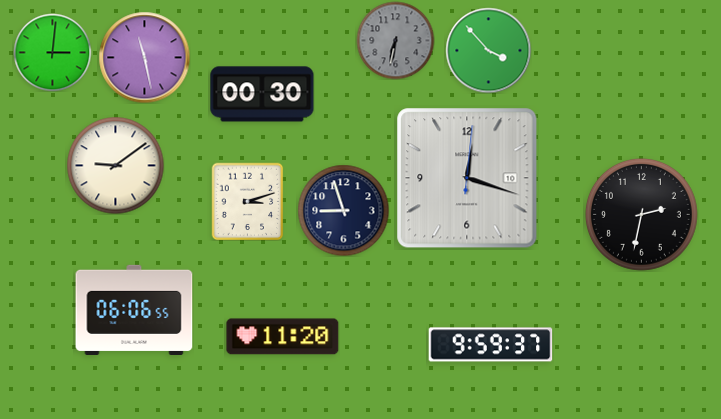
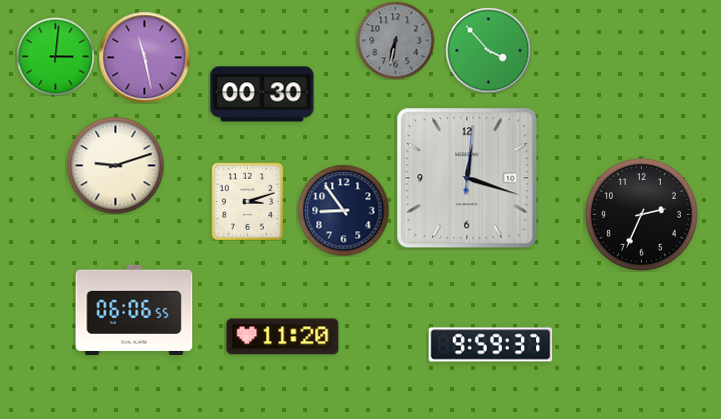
clock at (52, 52) position: (52, 52) -> (55, 56)
clock at (115, 165): 9:09 -> 9:12
clock at (343, 210): 8:57 -> 8:54
clock at (641, 214): 2:32 -> 2:34
